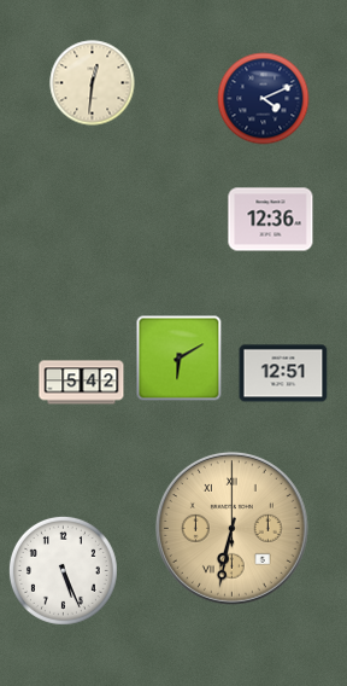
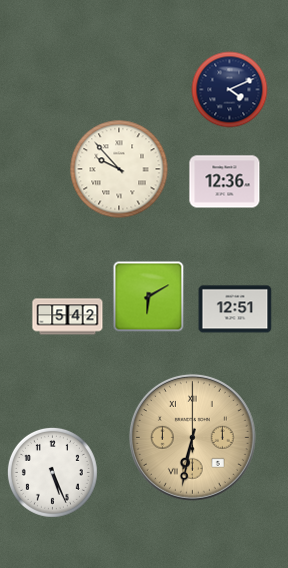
clock at (93, 83): 12:31 -> none
clock at (264, 99) position: (264, 99) -> (230, 90)
clock at (119, 169): none -> 9:53
